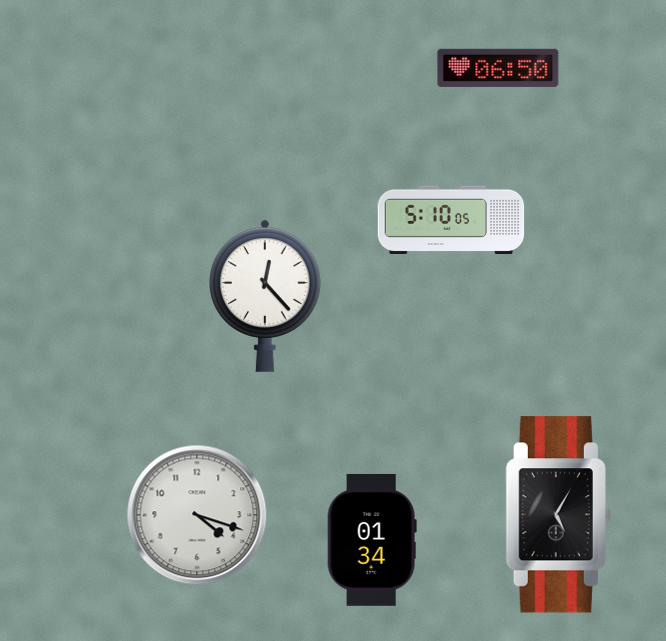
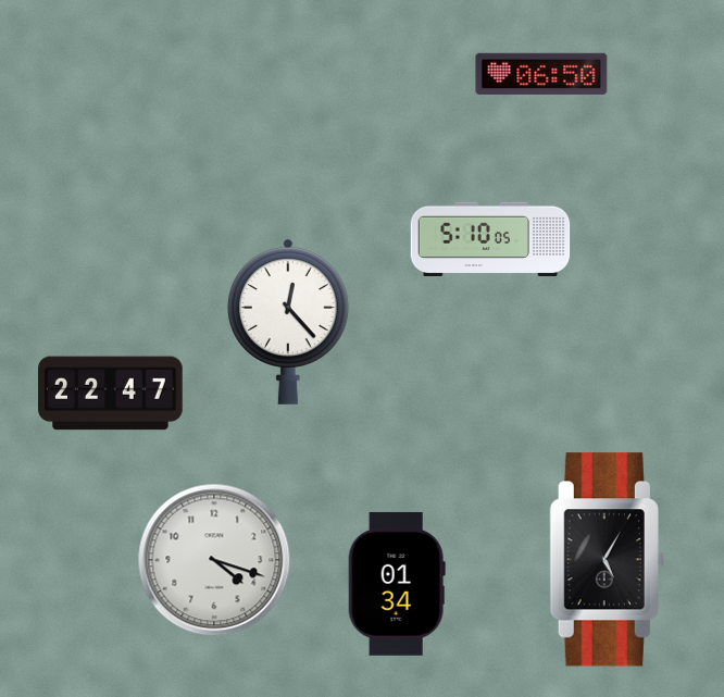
clock at (111, 394): none -> 22:47
clock at (372, 540) position: (372, 540) -> (397, 584)
